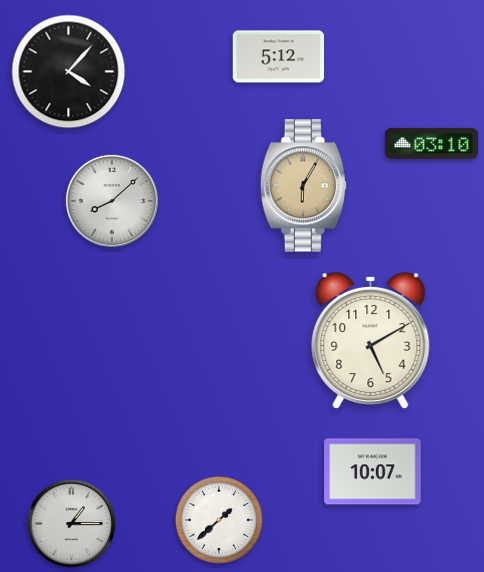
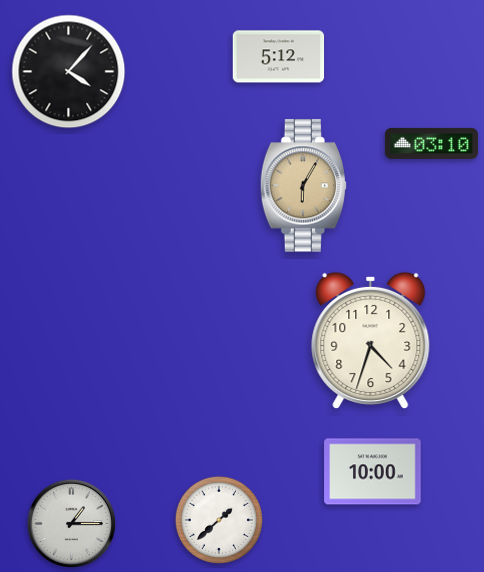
clock at (112, 201): 8:08 -> none
clock at (371, 340): 5:10 -> 4:33
clock at (373, 472): 10:07 -> 10:00
